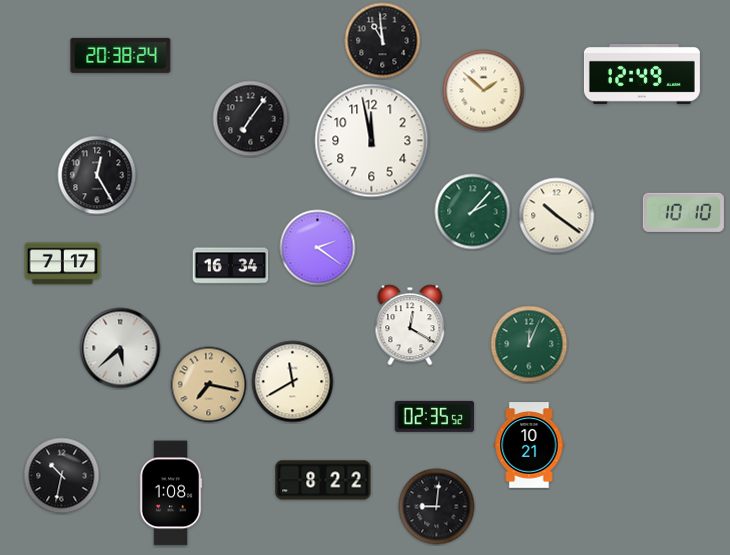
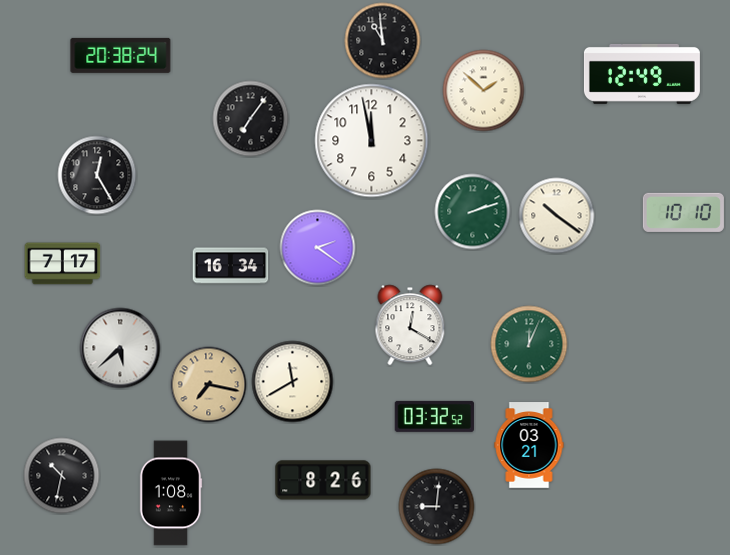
clock at (473, 212): 2:07 -> 2:12
clock at (434, 416): 02:35 -> 03:32
clock at (529, 445): 10:21 -> 03:21
clock at (323, 480): 8:22 -> 8:26
